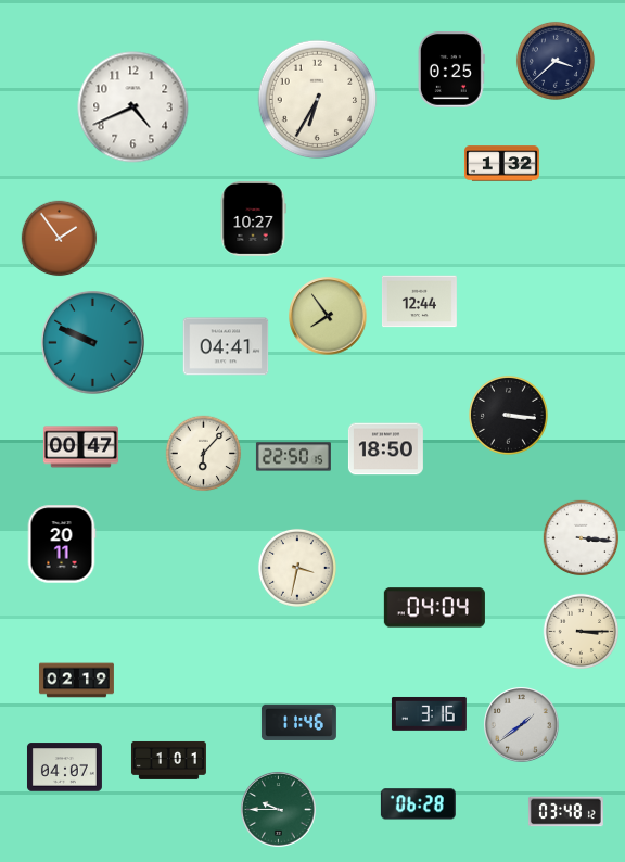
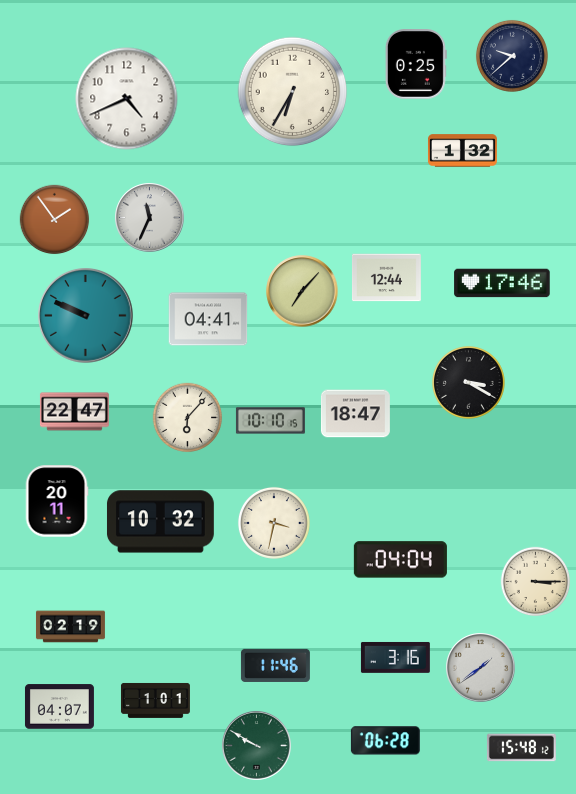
clock at (556, 61): 3:38 -> 9:38
clock at (133, 107) position: (133, 107) -> (127, 99)
clock at (253, 218): 10:27 -> none
clock at (150, 218): none -> 11:34
clock at (502, 283): none -> 17:46
clock at (328, 316): 7:54 -> 7:07
clock at (508, 415): 3:16 -> 3:20
clock at (80, 447): 00:47 -> 22:47
clock at (385, 449): 18:50 -> 18:47
clock at (293, 457): 22:50 -> 10:10
clock at (582, 538): 3:16 -> none
clock at (160, 522): none -> 10:32
clock at (279, 810): 9:45 -> 9:50
clock at (565, 812): 03:48 -> 15:48
